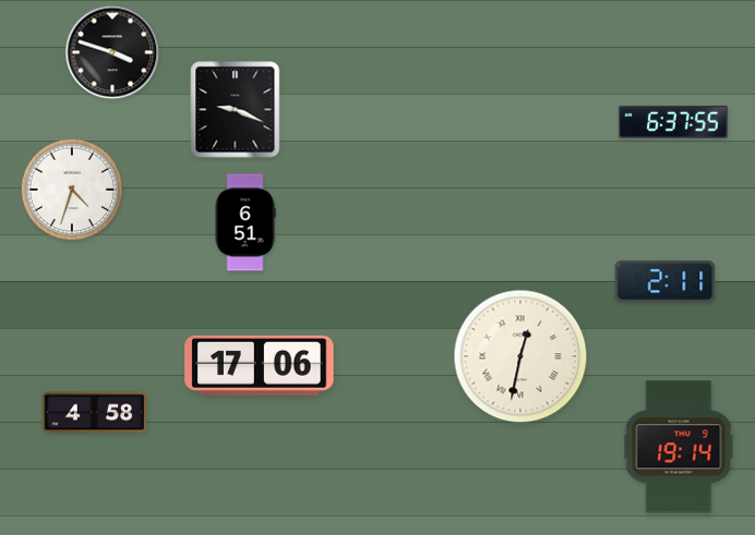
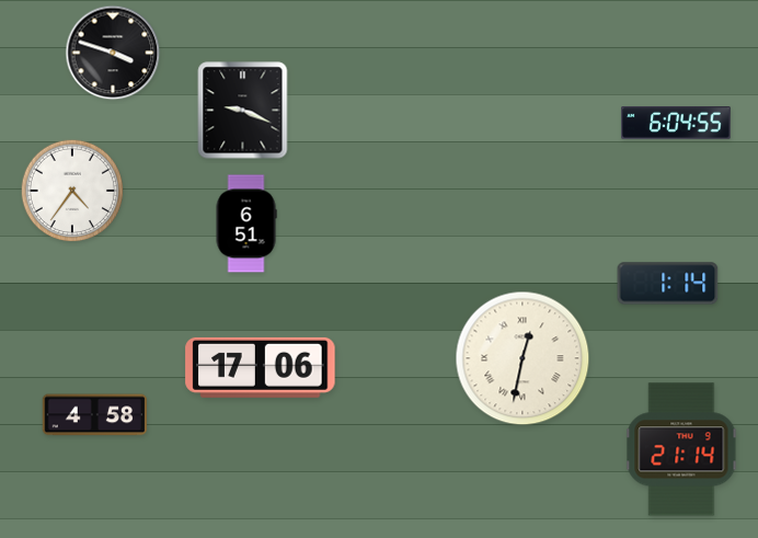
clock at (236, 110) position: (236, 110) -> (243, 111)
clock at (673, 123): 6:37 -> 6:04
clock at (72, 190): 4:33 -> 4:36
clock at (666, 282): 2:11 -> 1:14
clock at (679, 447): 19:14 -> 21:14
